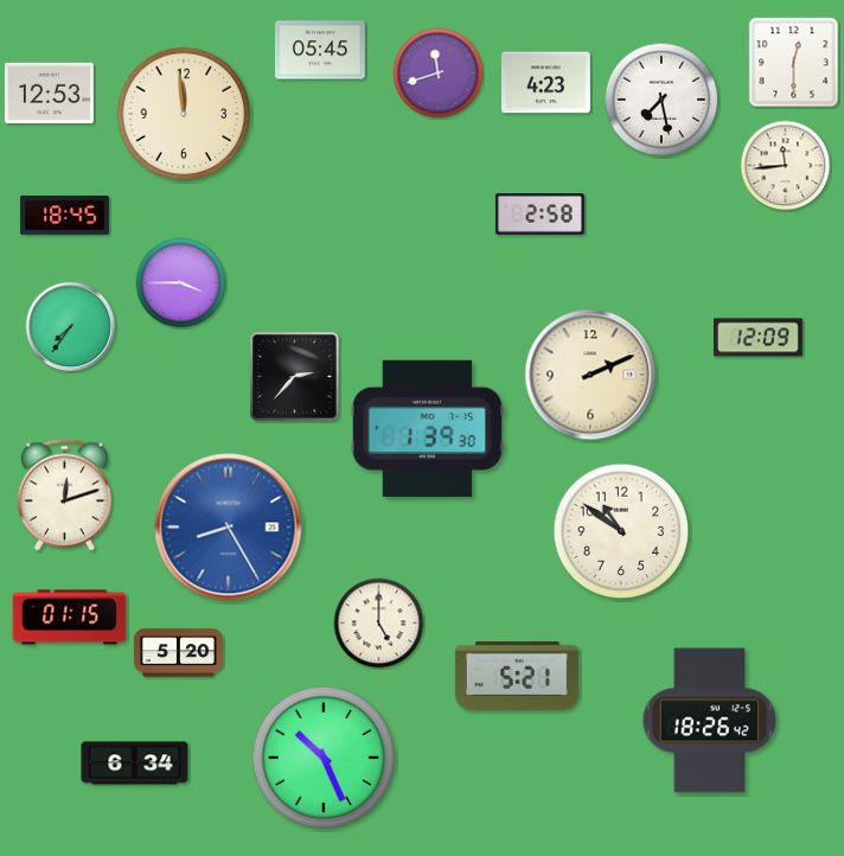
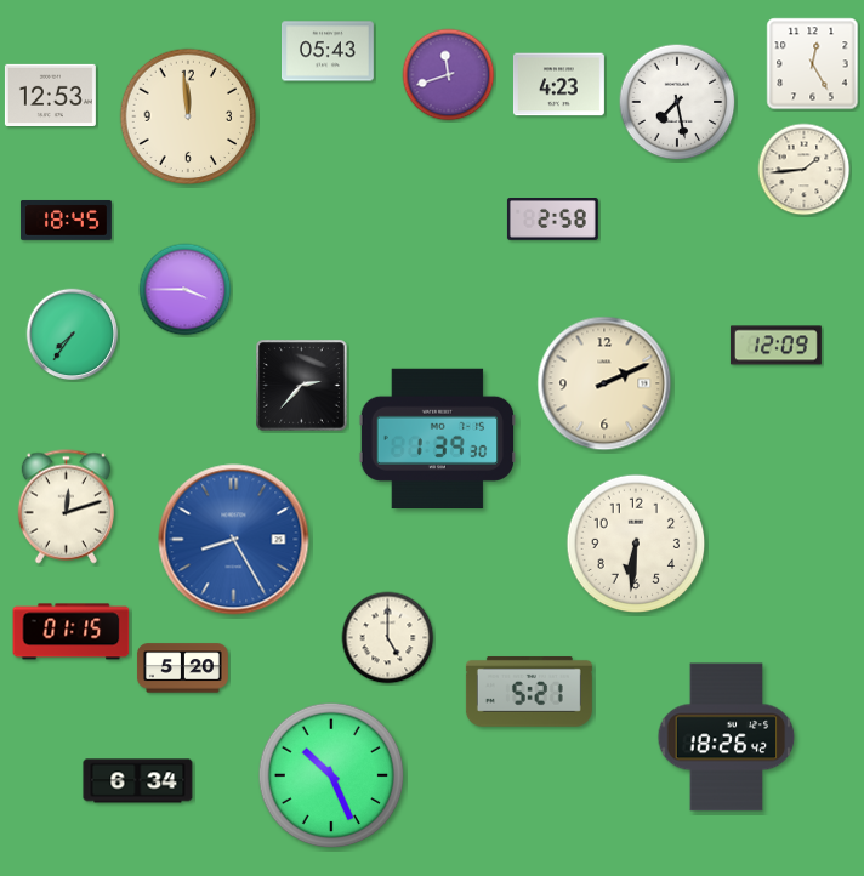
clock at (321, 50): 05:45 -> 05:43
clock at (794, 63): 12:30 -> 12:25
clock at (786, 166): 11:44 -> 1:44
clock at (621, 531): 10:51 -> 6:31
